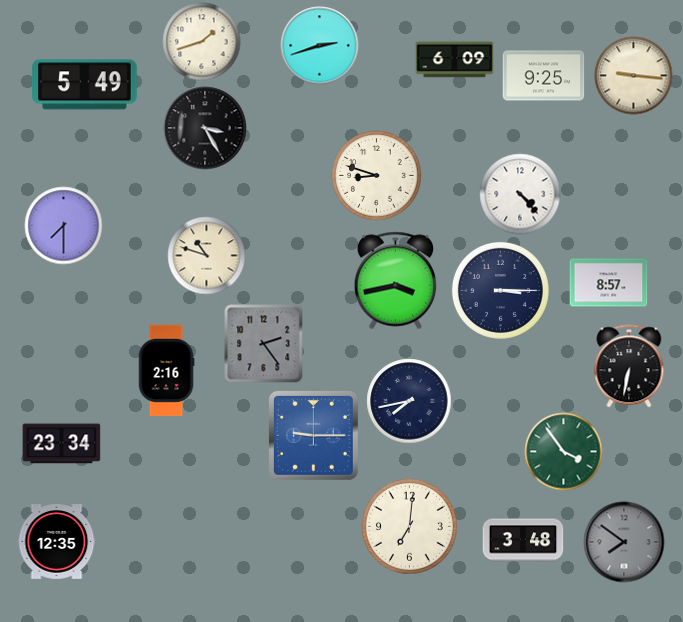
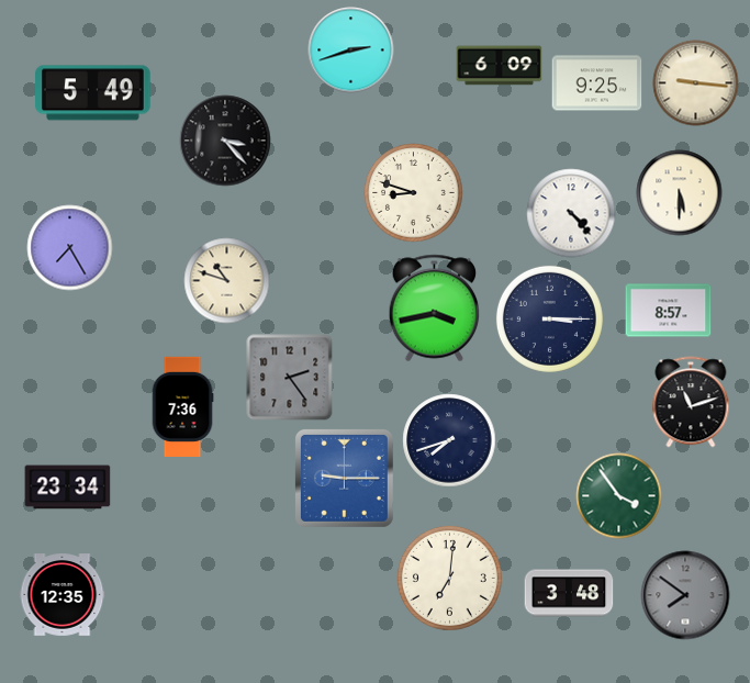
clock at (201, 41): 1:42 -> none
clock at (205, 128): 3:25 -> 3:23
clock at (679, 192): none -> 5:30
clock at (63, 225): 7:30 -> 7:25
clock at (629, 366): 6:32 -> 11:12
clock at (166, 370): 2:16 -> 7:36
clock at (409, 401): 7:43 -> 7:42
clock at (523, 540) position: (523, 540) -> (569, 593)
